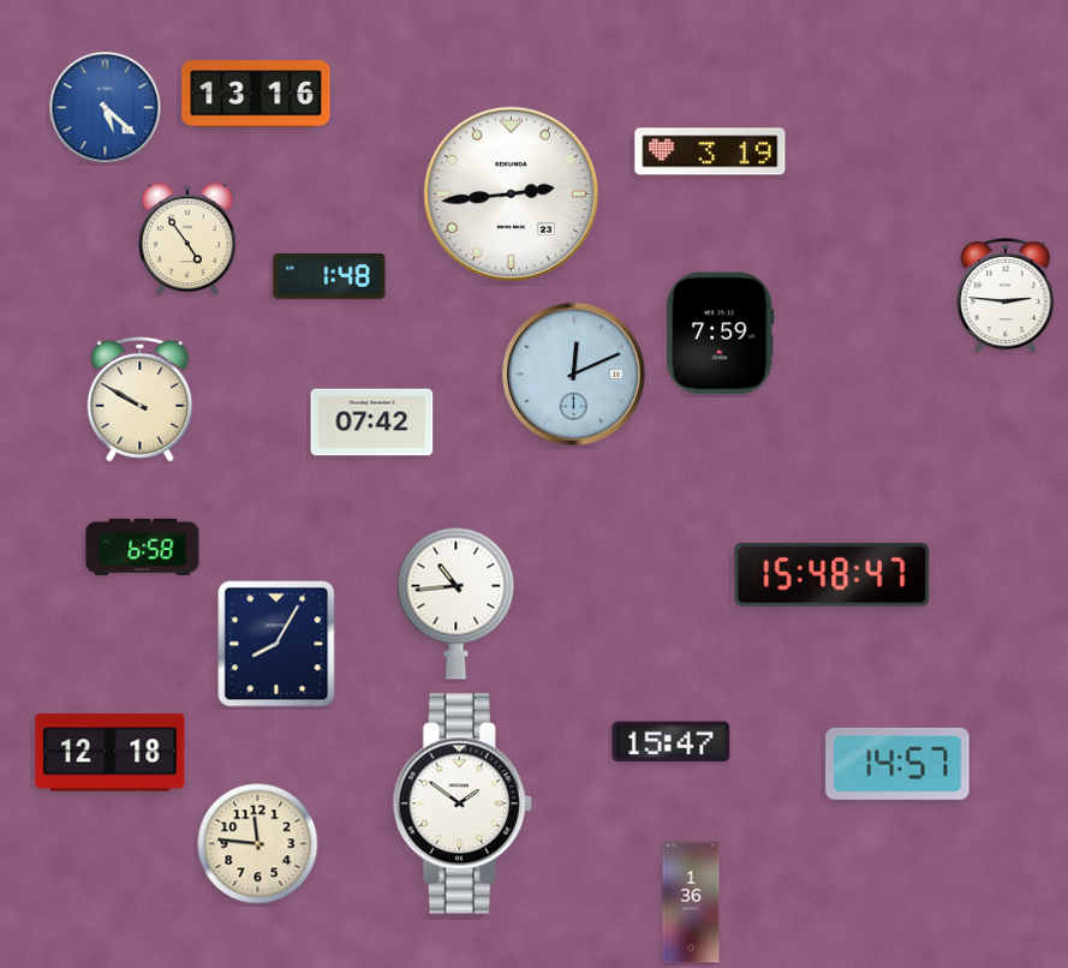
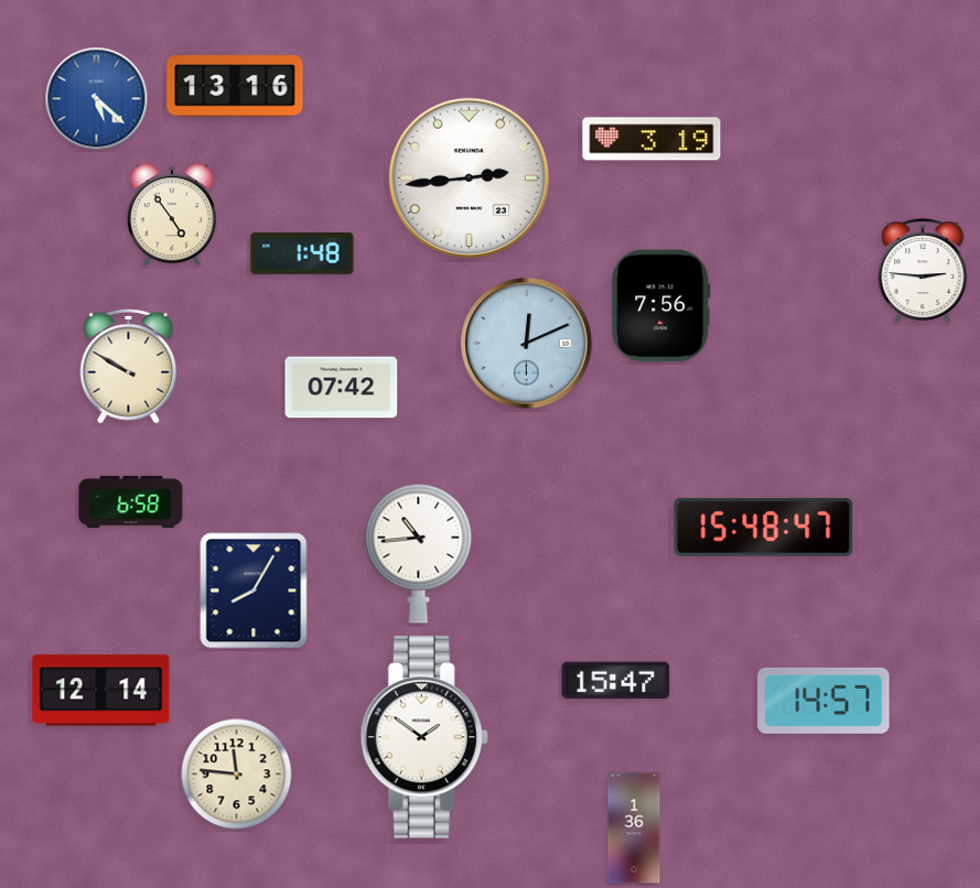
clock at (187, 240) position: (187, 240) -> (172, 216)
clock at (721, 334): 7:59 -> 7:56
clock at (111, 753): 12:18 -> 12:14
